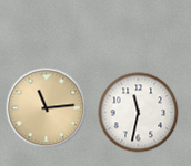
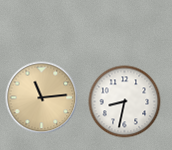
clock at (139, 113): 11:32 -> 8:32
